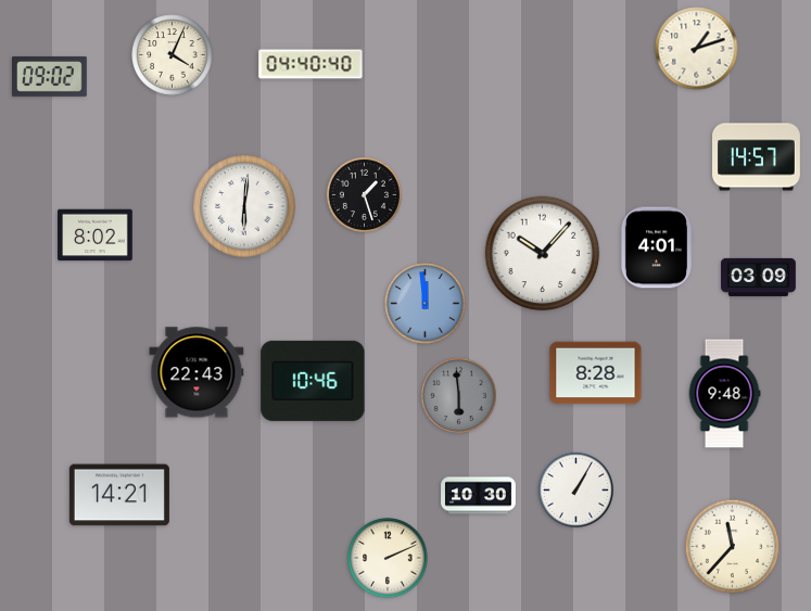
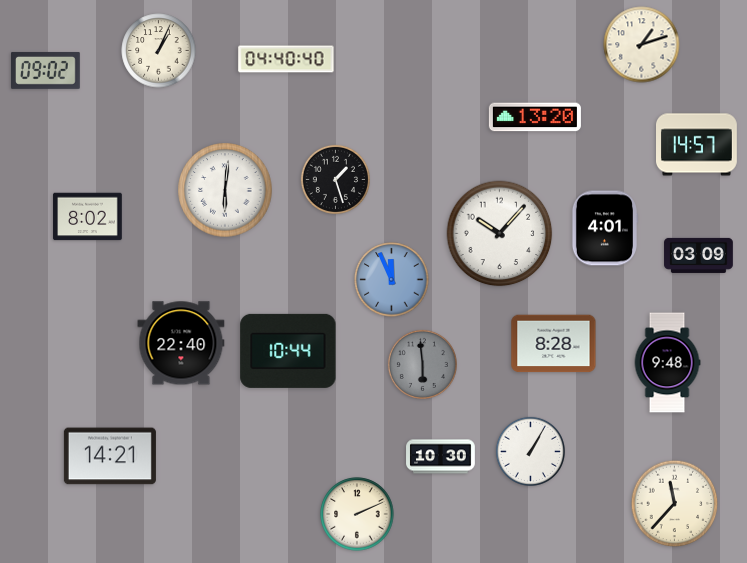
clock at (173, 55): 4:04 -> 1:04
clock at (535, 117): none -> 13:20
clock at (426, 304): 11:59 -> 11:56
clock at (197, 372): 22:43 -> 22:40
clock at (596, 373) position: (596, 373) -> (554, 344)
clock at (313, 381): 10:46 -> 10:44
